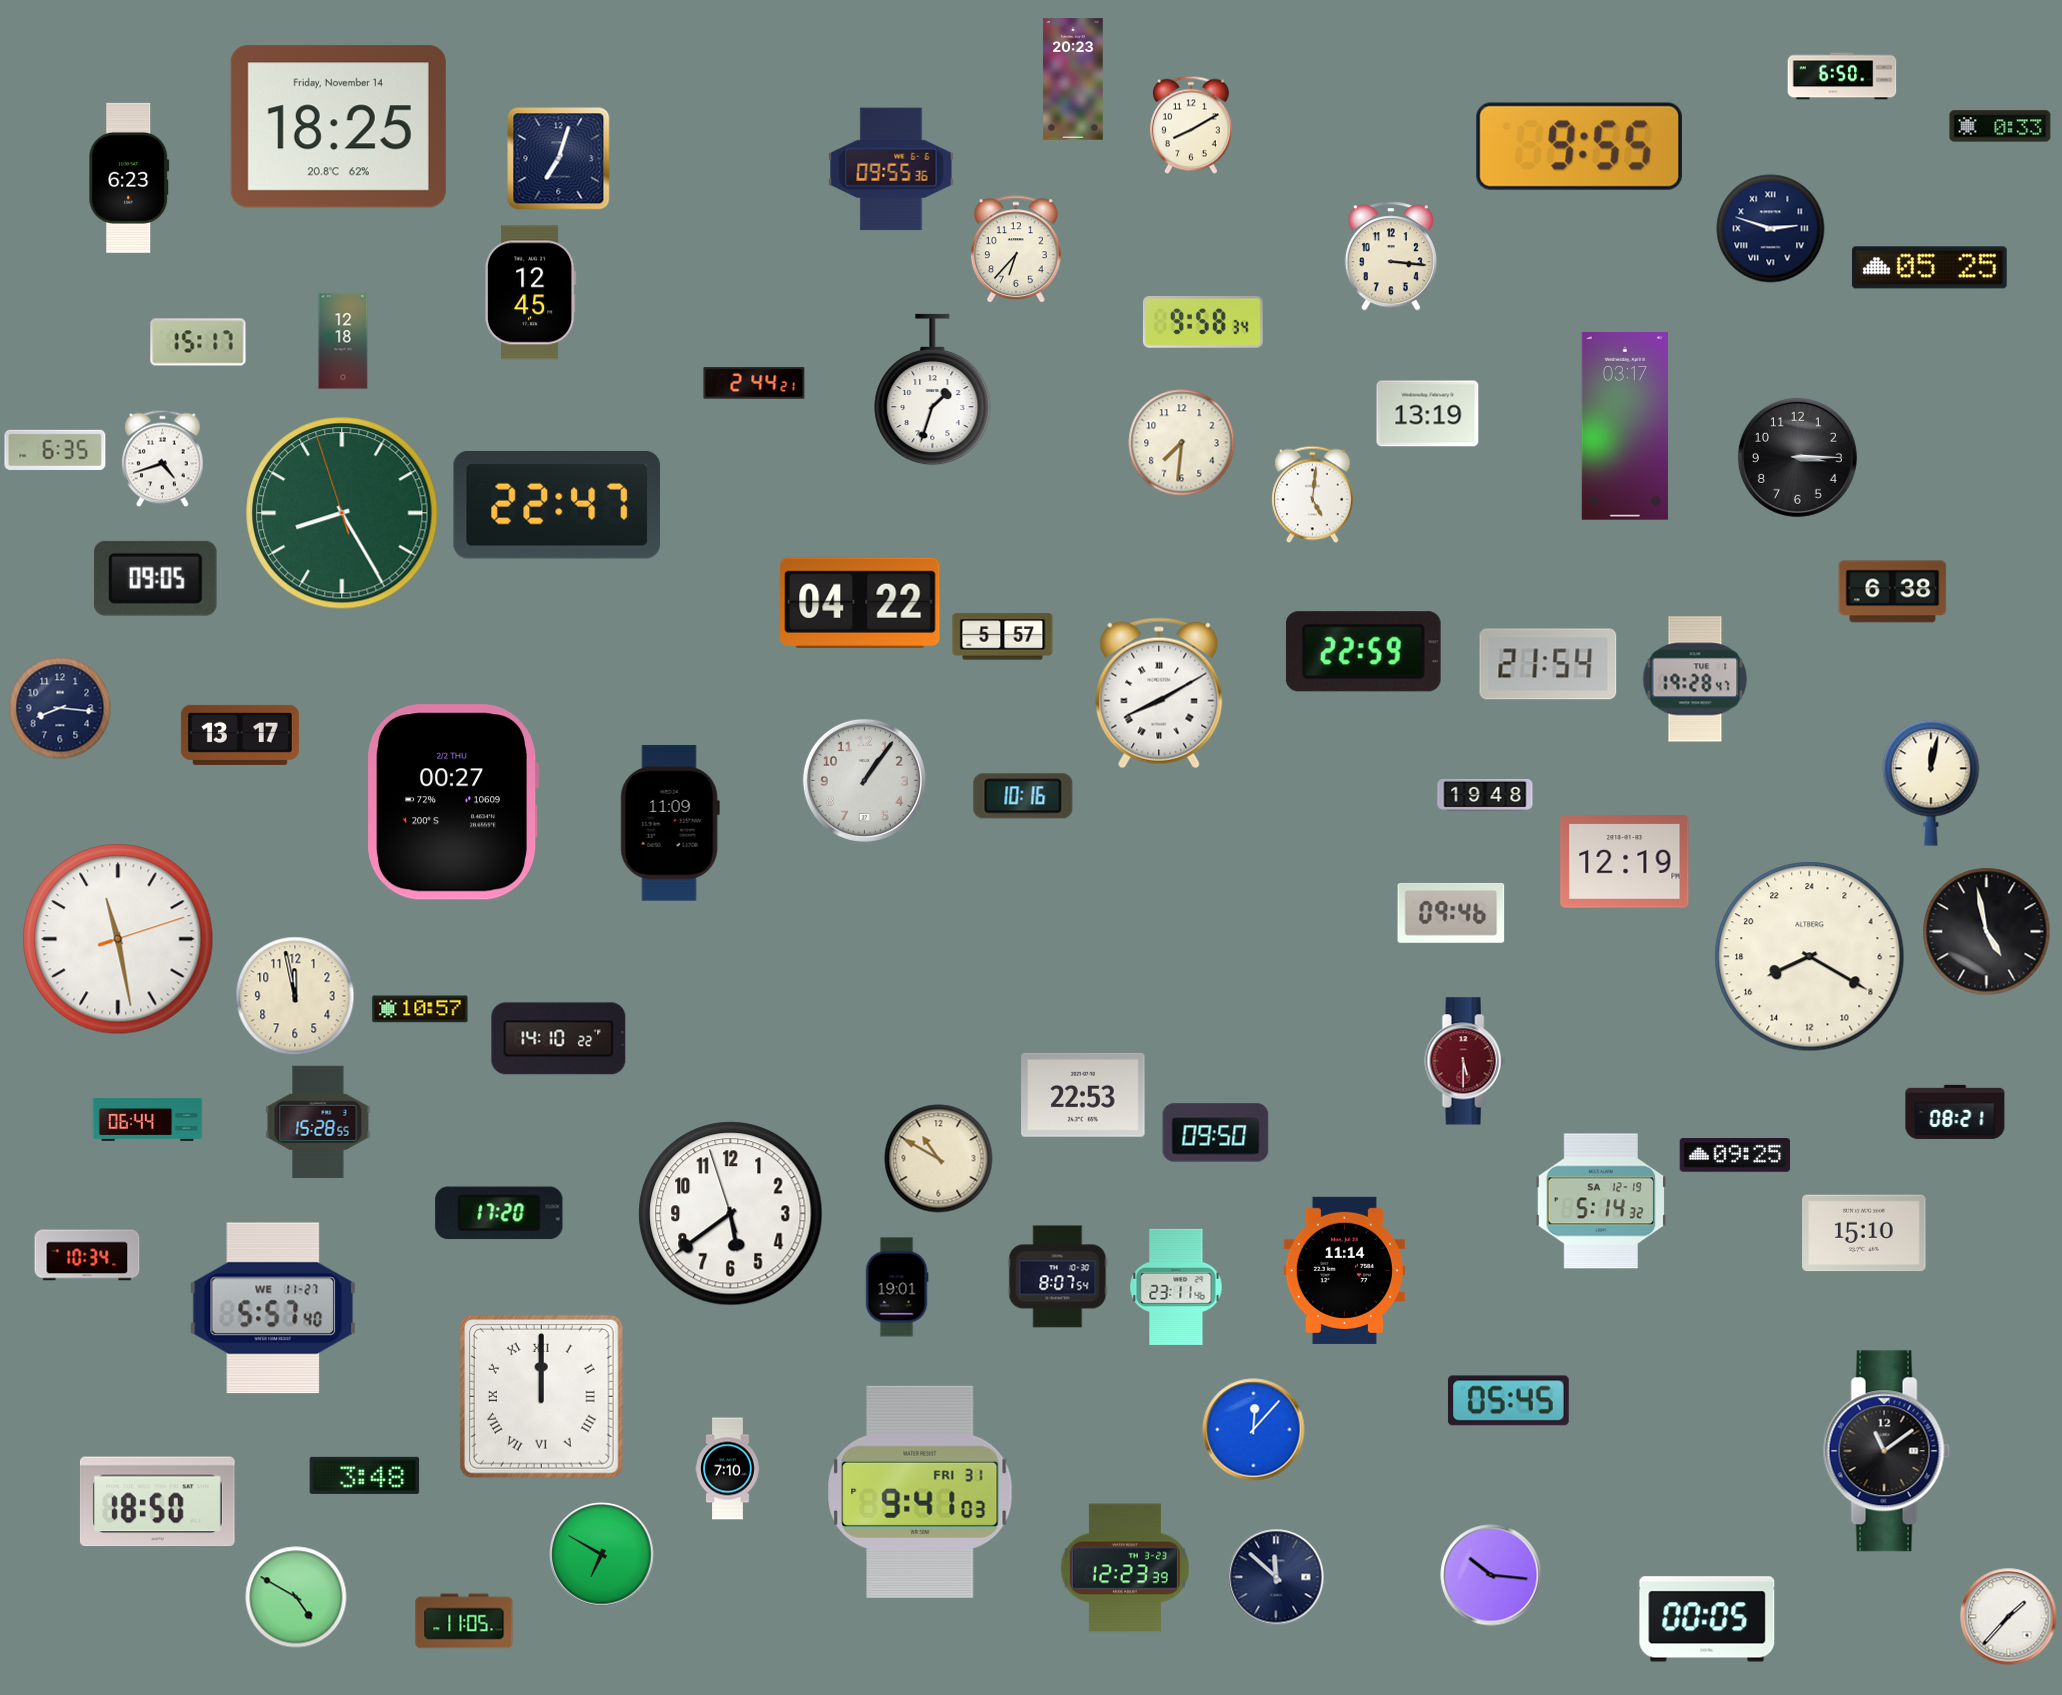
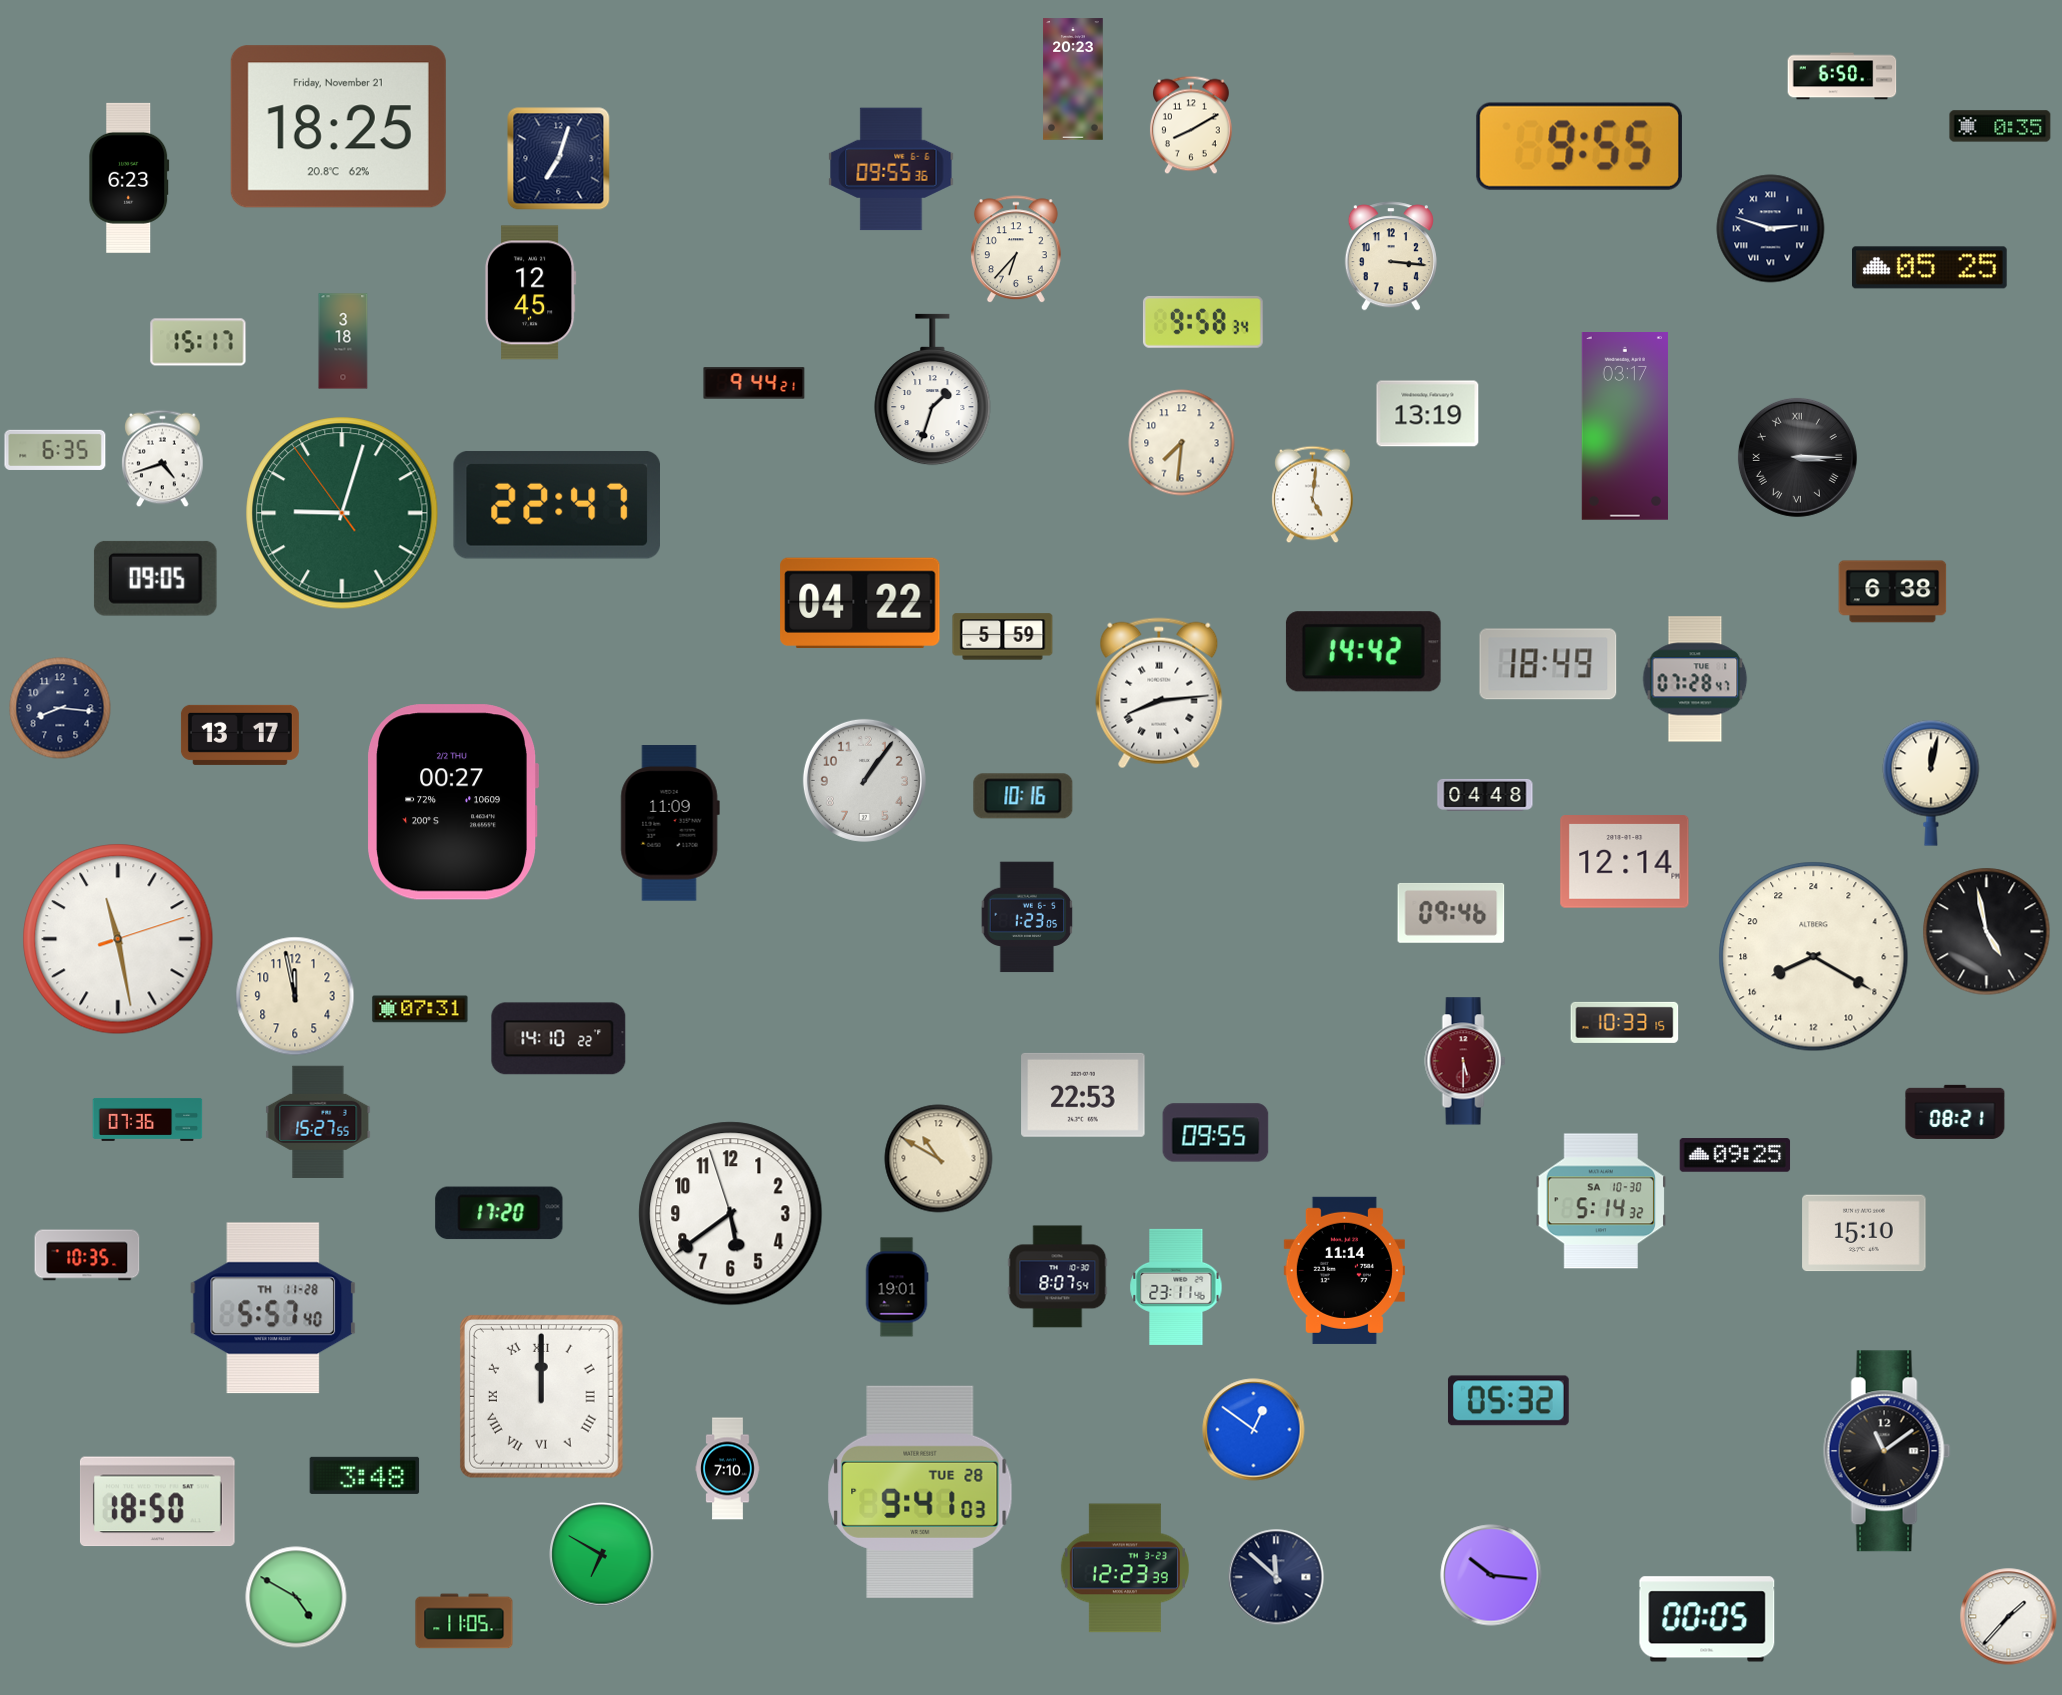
clock at (2000, 126): 0:33 -> 0:35
clock at (338, 127) date: Friday, November 14 -> Friday, November 21
clock at (343, 341): 12:18 -> 3:18
clock at (754, 383): 2:44 -> 9:44
clock at (1797, 457) numerals: Arabic -> Roman
clock at (342, 513): 8:24 -> 9:02
clock at (1003, 637): 5:57 -> 5:59
clock at (1363, 652): 22:59 -> 14:42
clock at (1548, 664): 21:54 -> 18:49
clock at (1695, 679): 19:28 -> 07:28
clock at (1159, 693): 8:10 -> 8:14
clock at (1485, 795): 19:48 -> 04:48
clock at (1625, 862): 12:19 -> 12:14
clock at (1027, 917): none -> 1:23
clock at (1810, 957) position: (1810, 957) -> (1814, 957)
clock at (420, 1009): 10:57 -> 07:31
clock at (1625, 1022): none -> 10:33
clock at (148, 1119): 06:44 -> 07:36
clock at (318, 1122): 15:28 -> 15:27
clock at (1216, 1133): 09:50 -> 09:55
clock at (1601, 1201) date: SA 12-19 -> SA 10-30
clock at (87, 1255): 10:34 -> 10:35
clock at (273, 1308) date: WE 11-27 -> TH 11-28
clock at (1508, 1401): 05:45 -> 05:32
clock at (1254, 1430): 12:07 -> 12:51
clock at (920, 1492) date: FRI 31 -> TUE 28
